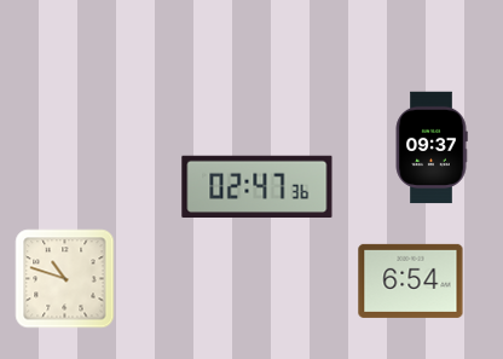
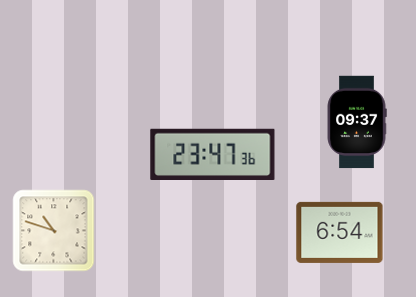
clock at (258, 186): 02:47 -> 23:47
